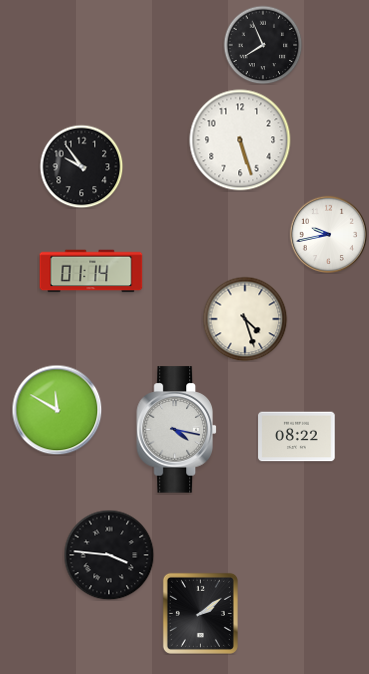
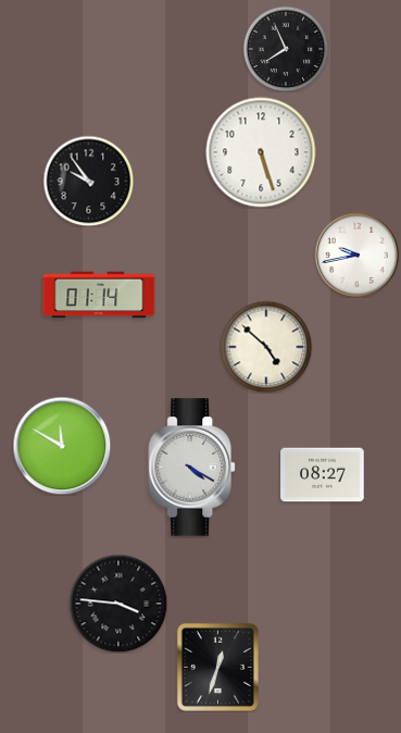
clock at (245, 319): 4:27 -> 4:52
clock at (177, 430): 4:17 -> 4:20
clock at (297, 437): 08:22 -> 08:27
clock at (200, 613): 2:09 -> 12:33
